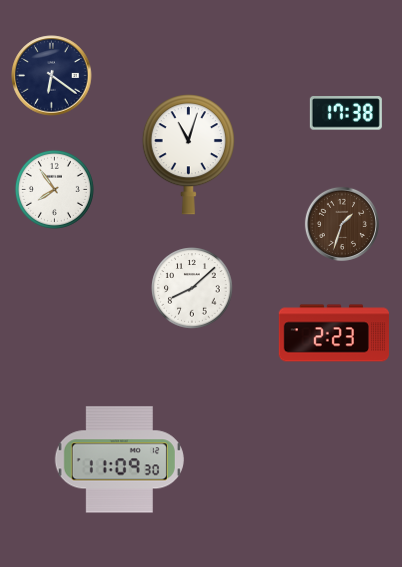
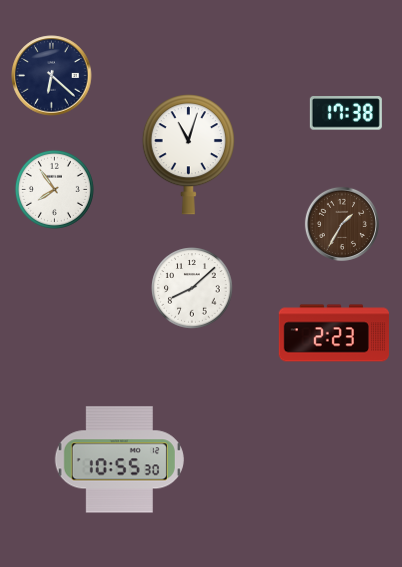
clock at (52, 76): 6:21 -> 6:22
clock at (342, 224): 1:33 -> 1:35
clock at (119, 460): 11:09 -> 10:55
